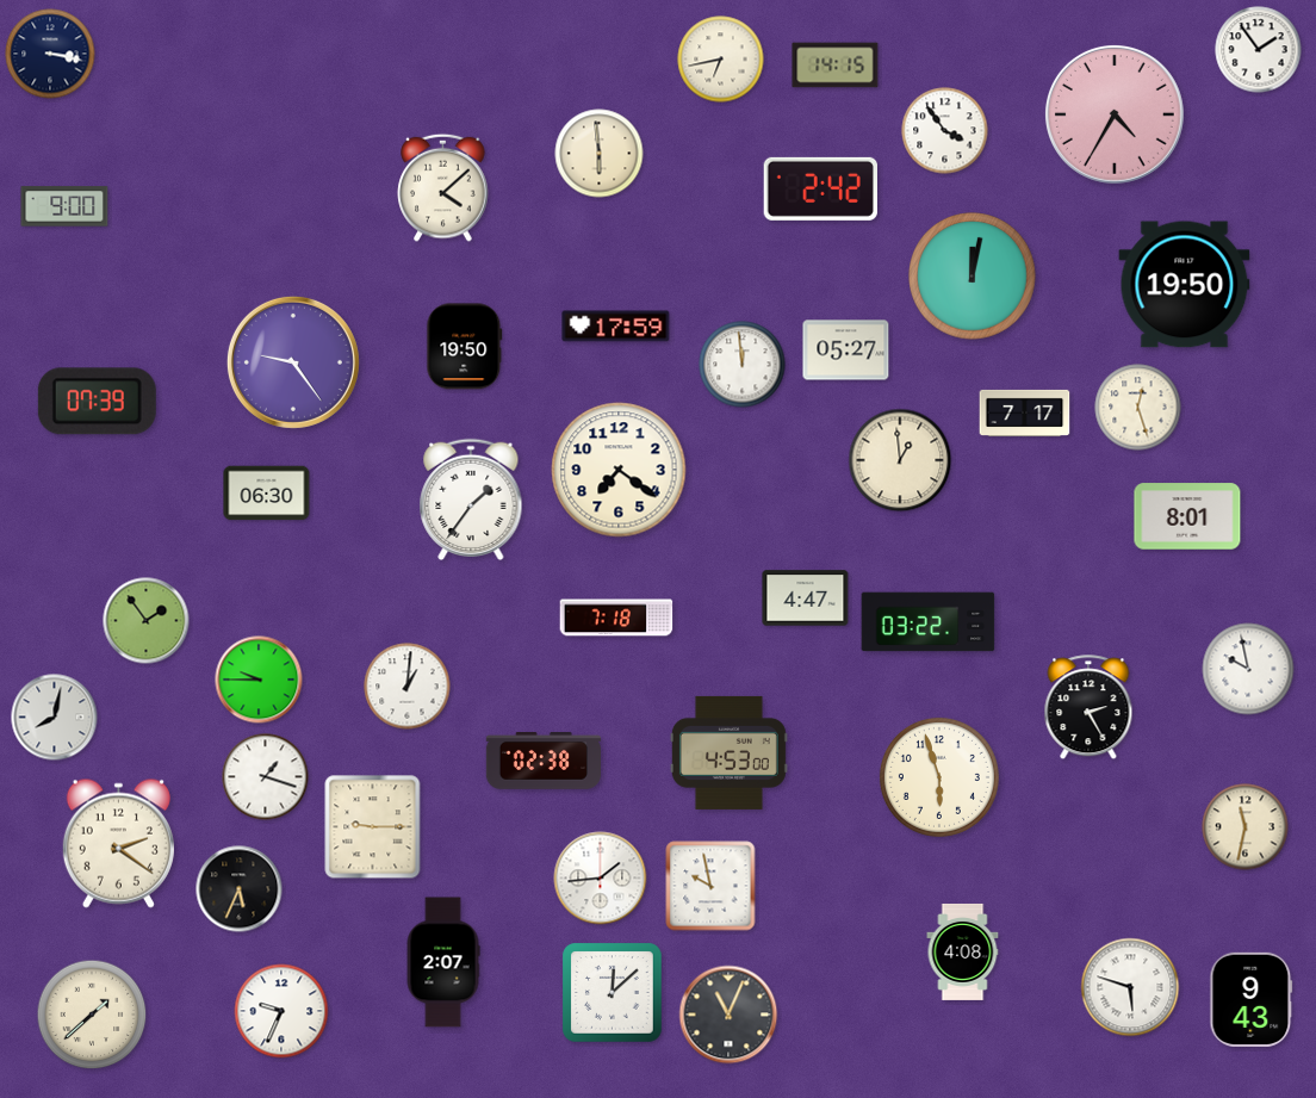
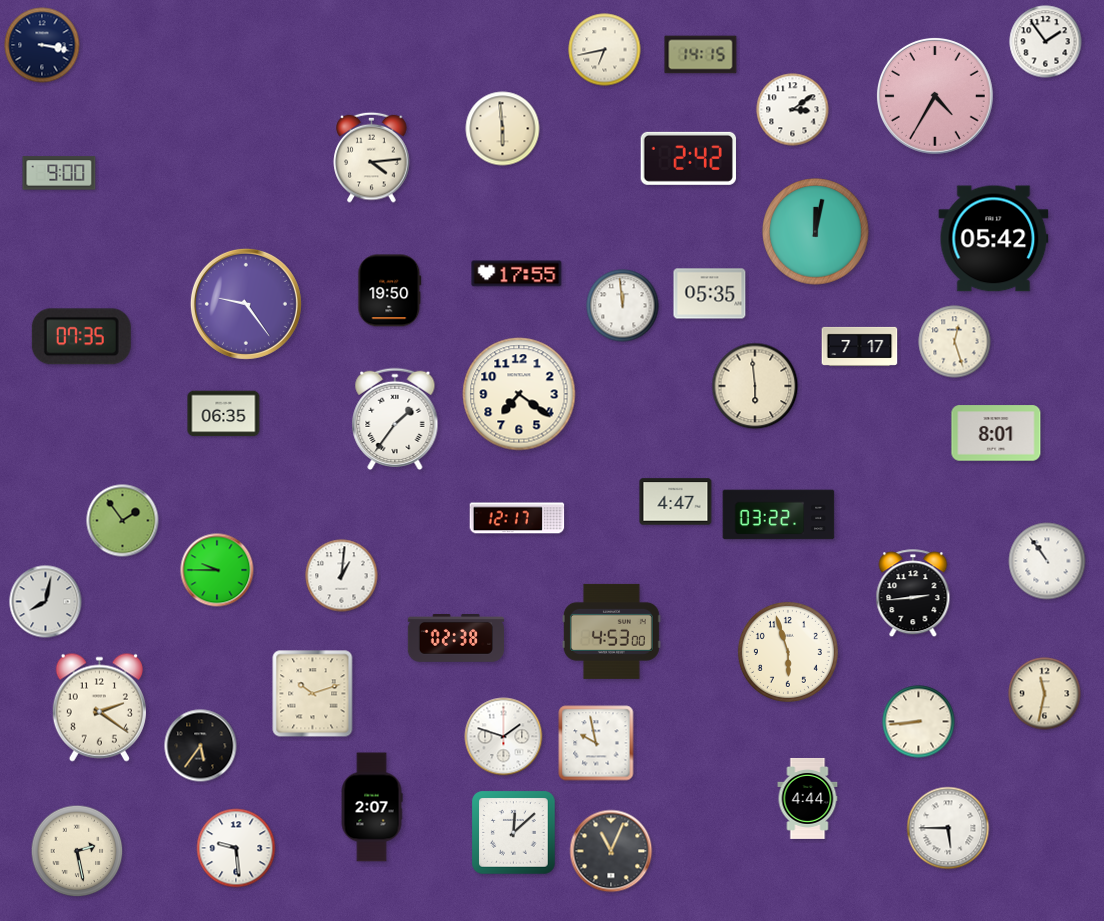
clock at (1259, 50) position: (1259, 50) -> (1046, 42)
clock at (945, 131): 3:54 -> 3:09
clock at (443, 187): 4:08 -> 4:14
clock at (64, 206) position: (64, 206) -> (59, 173)
clock at (1185, 285): 19:50 -> 05:42
clock at (616, 327): 17:59 -> 17:55
clock at (846, 351): 05:27 -> 05:35
clock at (97, 402): 07:39 -> 07:35
clock at (900, 460): 12:59 -> 5:59
clock at (267, 494): 06:30 -> 06:35
clock at (616, 618): 7:18 -> 12:17
clock at (929, 622) position: (929, 622) -> (779, 515)
clock at (1248, 669): 9:58 -> 10:54
clock at (1088, 708): 2:25 -> 2:44
clock at (266, 777): 1:18 -> none
clock at (373, 827): 9:15 -> 10:12
clock at (919, 722): none -> 8:44
clock at (601, 879): 1:44 -> 1:48
clock at (240, 889): 5:34 -> 5:36
clock at (963, 951): 4:08 -> 4:44
clock at (1130, 987): 5:48 -> 5:45
clock at (1252, 999): 9:43 -> none
clock at (281, 1011): 9:34 -> 9:29
clock at (92, 1015): 1:38 -> 2:28
